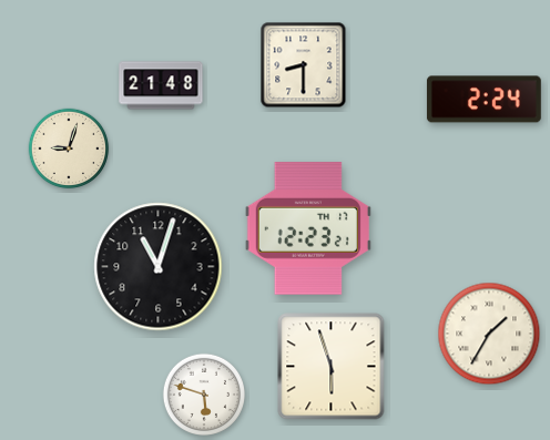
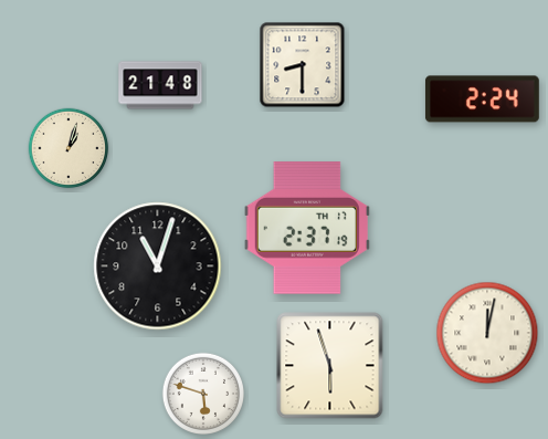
clock at (69, 149): 9:03 -> 1:03
clock at (308, 228): 12:23 -> 2:37
clock at (489, 334): 1:35 -> 12:02
